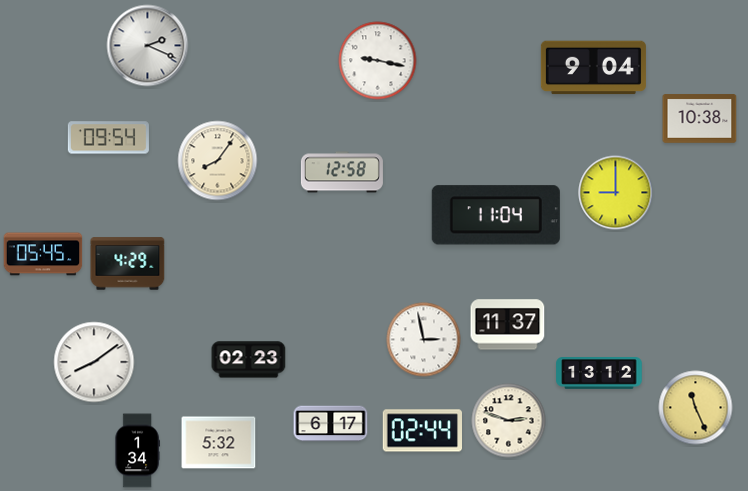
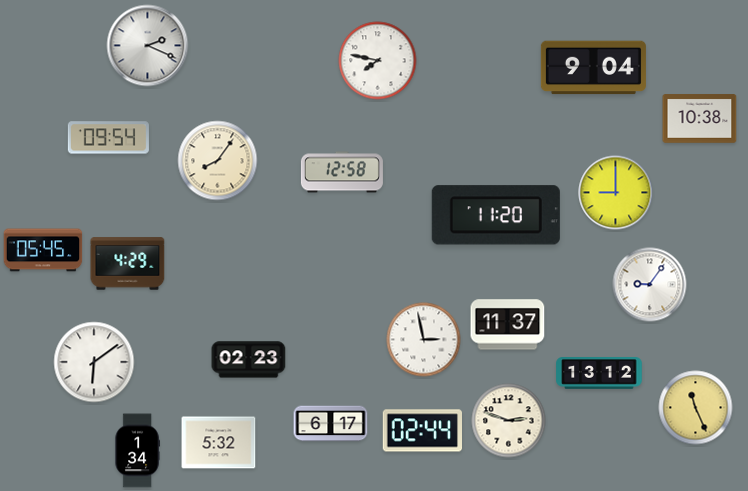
clock at (378, 61): 9:17 -> 7:47
clock at (496, 215): 11:04 -> 11:20
clock at (43, 254) position: (43, 254) -> (43, 250)
clock at (650, 285): none -> 9:06
clock at (94, 362): 8:09 -> 6:09
